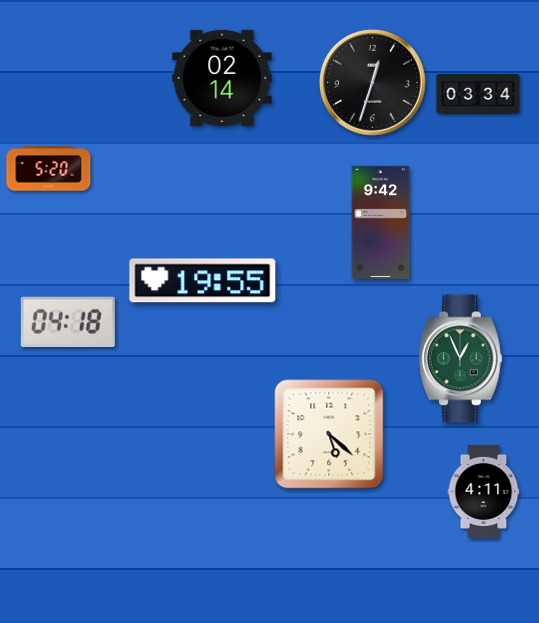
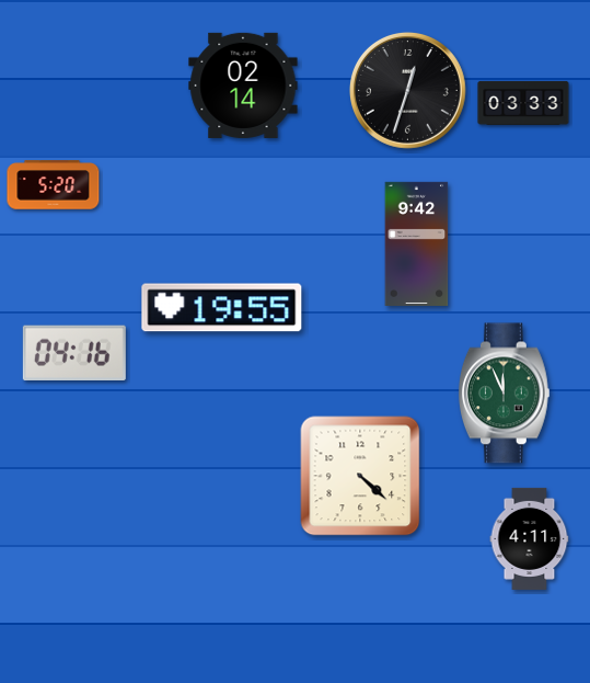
clock at (478, 94): 03:34 -> 03:33
clock at (68, 321): 04:18 -> 04:16
clock at (460, 359): 12:56 -> 11:56
clock at (329, 434): 5:22 -> 4:22
